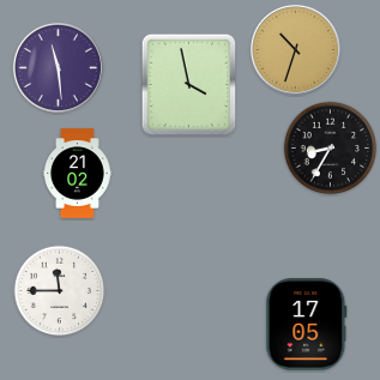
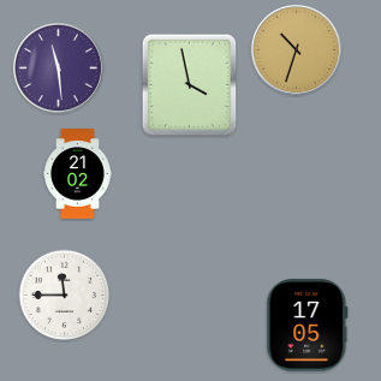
clock at (331, 149): 8:35 -> none
clock at (60, 291) position: (60, 291) -> (65, 296)
